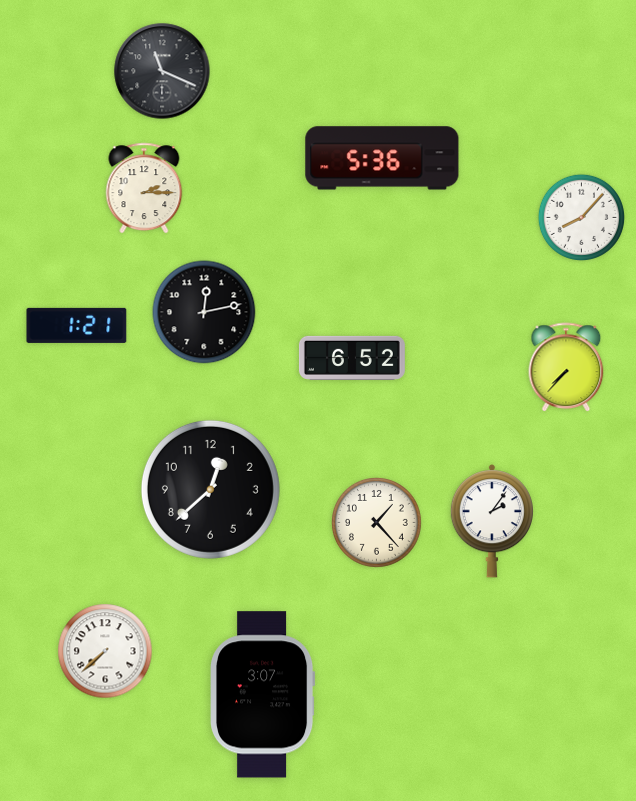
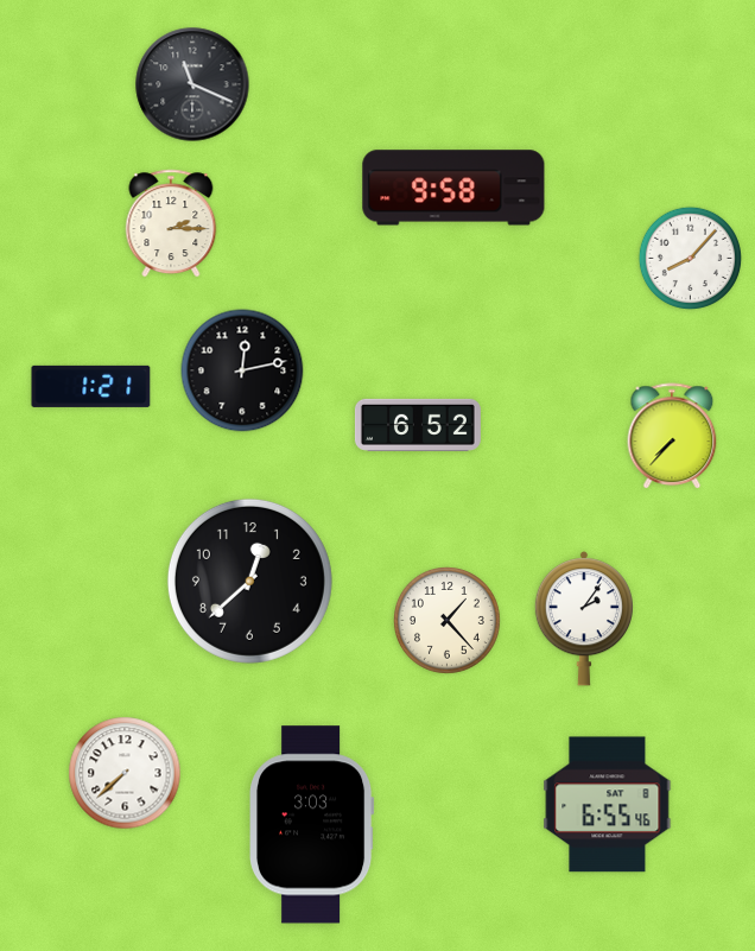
clock at (382, 158): 5:36 -> 9:58
clock at (608, 805): none -> 6:55
clock at (263, 695): 3:07 -> 3:03
